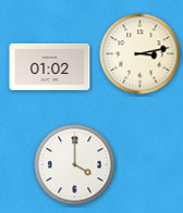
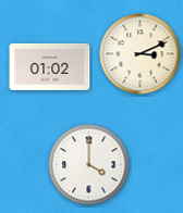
clock at (141, 54): 3:13 -> 3:11
clock at (75, 165) position: (75, 165) -> (89, 165)
